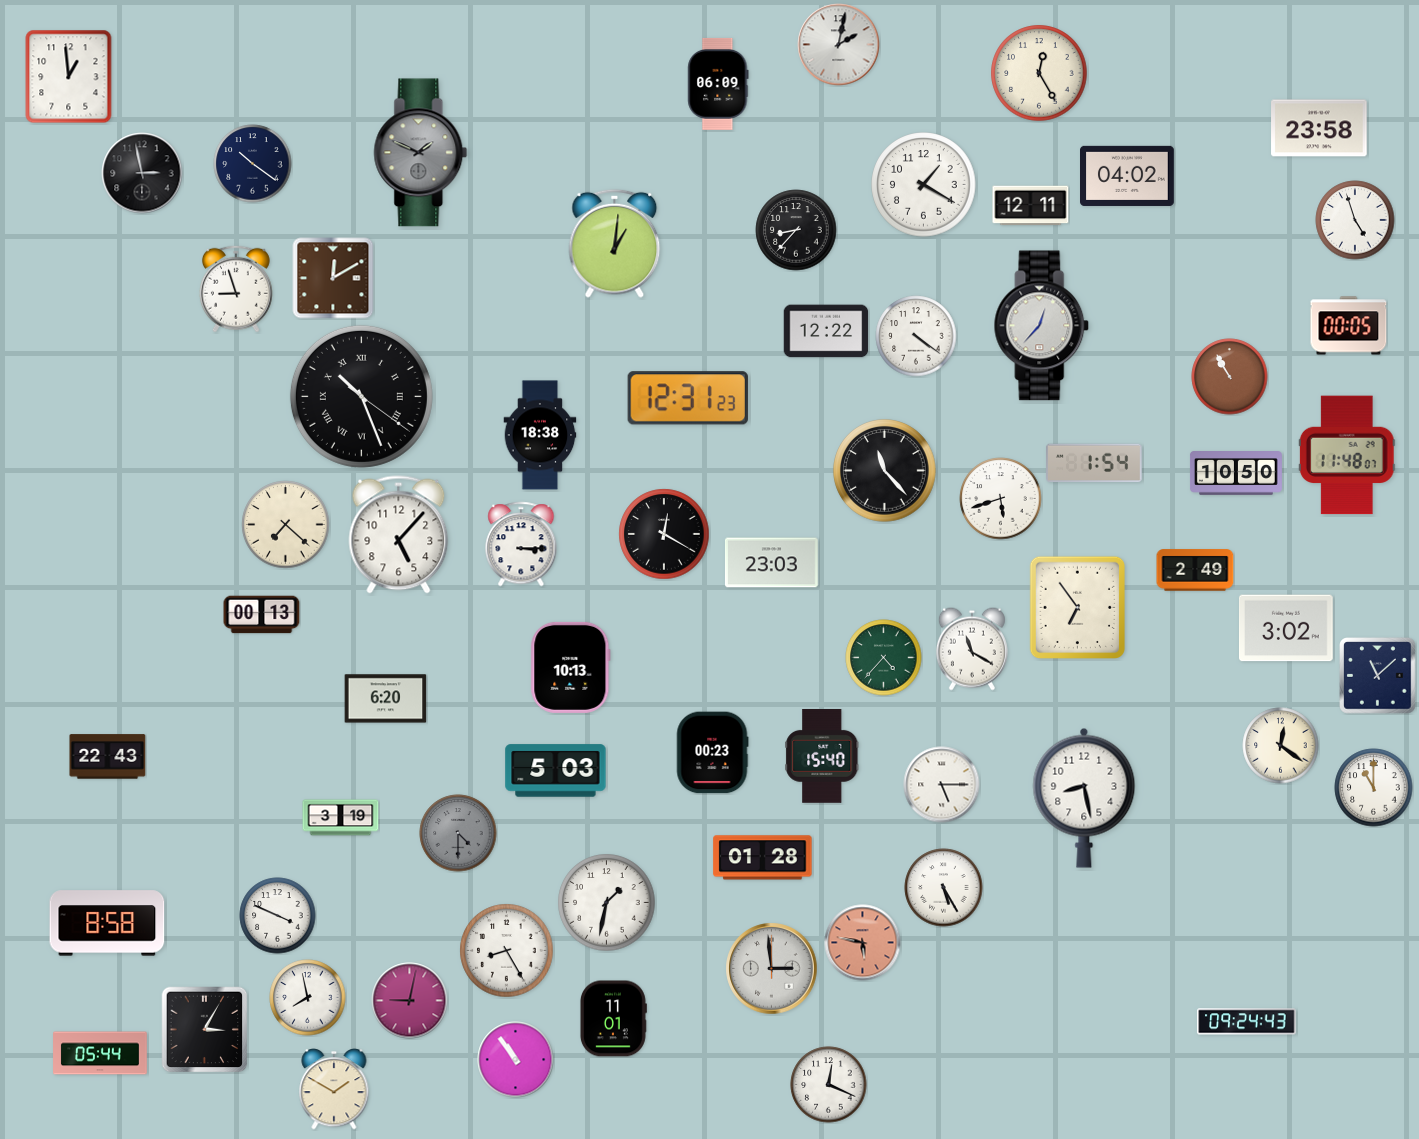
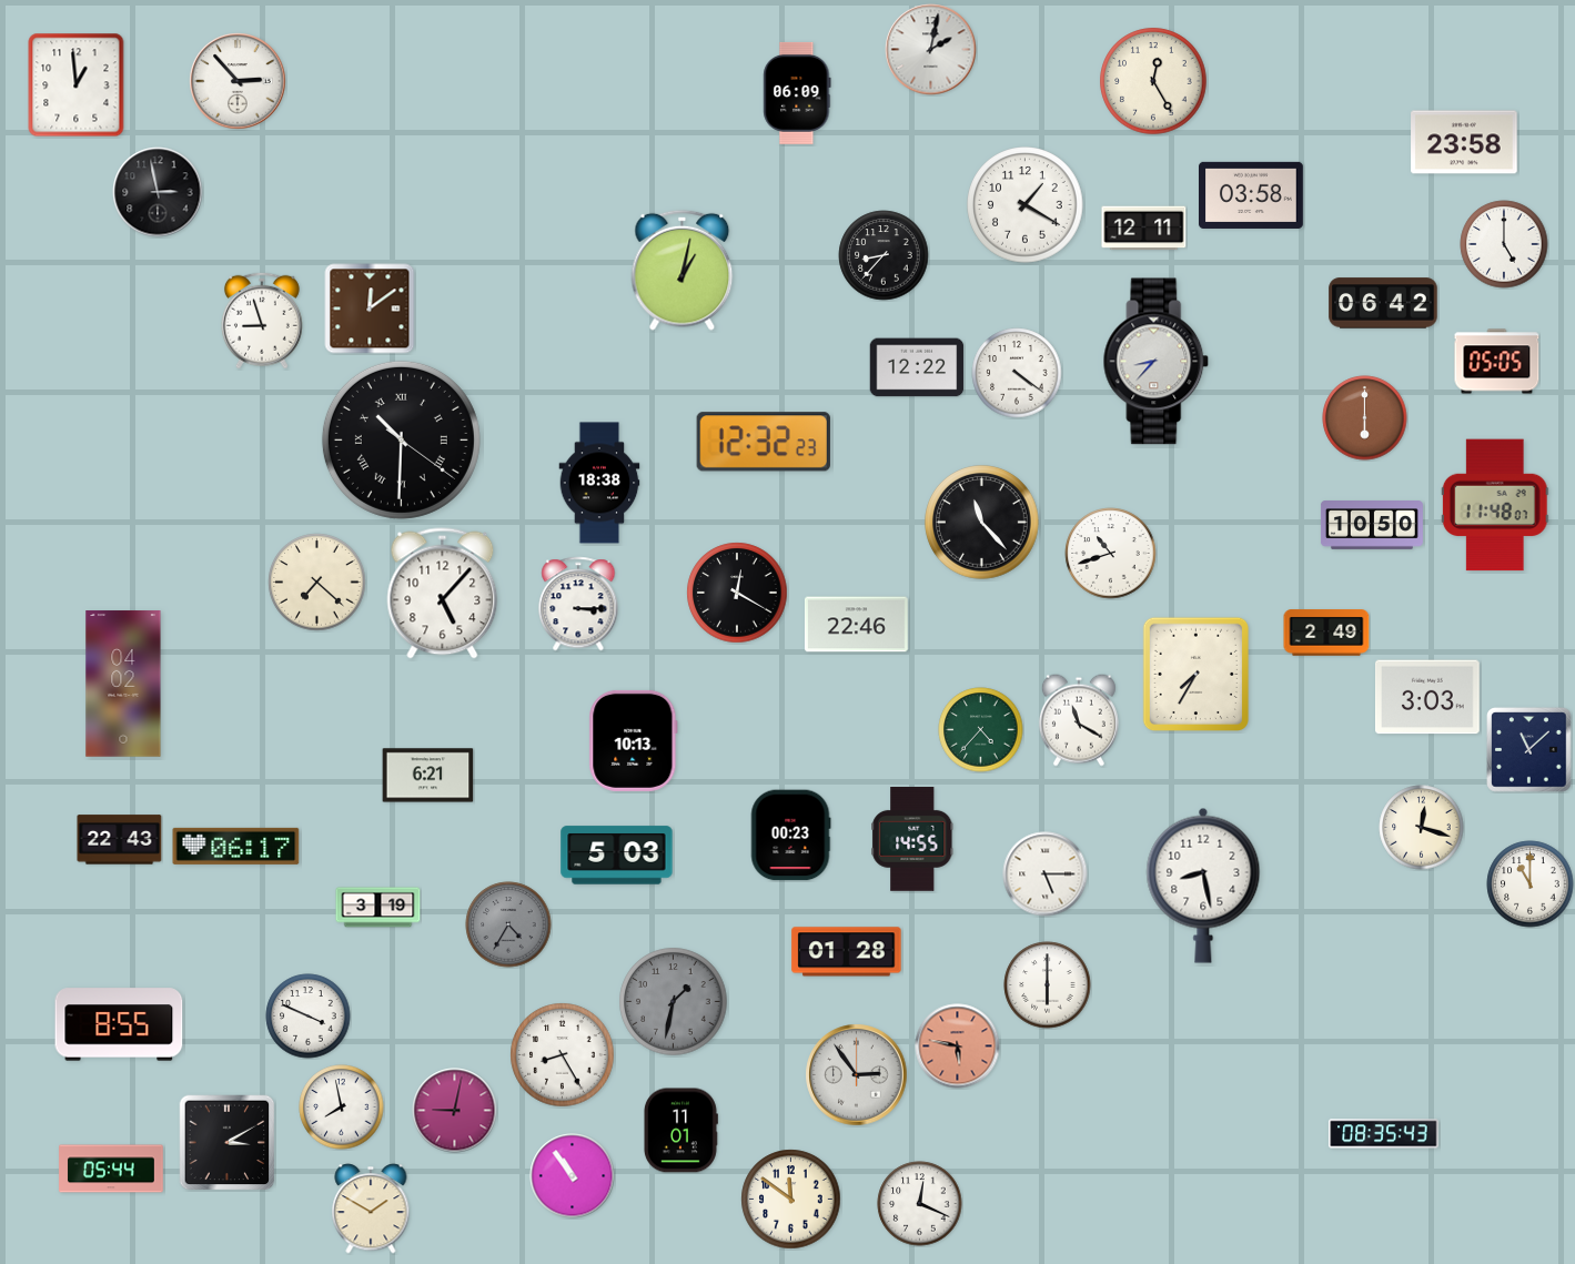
clock at (238, 81): none -> 2:53
clock at (421, 153): 1:49 -> none
clock at (253, 164): 10:21 -> none
clock at (1128, 176): 04:02 -> 03:58
clock at (1355, 220): 4:57 -> 5:00
clock at (615, 243): 1:01 -> 1:02
clock at (1383, 303): none -> 06:42
clock at (333, 278): 12:10 -> 12:09
clock at (1042, 326): 12:37 -> 8:37
clock at (1349, 326): 00:05 -> 05:05
clock at (1230, 377): 10:55 -> 6:00
clock at (361, 396): 10:26 -> 10:30
clock at (688, 398): 12:31 -> 12:32
clock at (1094, 463): 1:54 -> none
clock at (1001, 499): 5:42 -> 10:42
clock at (771, 563): 23:03 -> 22:46
clock at (1077, 608): 6:54 -> 7:35
clock at (262, 615): 00:13 -> none
clock at (123, 684): none -> 04:02
clock at (1287, 628): 3:02 -> 3:03
clock at (386, 699): 6:20 -> 6:21
clock at (1281, 746): 12:21 -> 12:18
clock at (822, 757): 15:40 -> 14:55
clock at (236, 846): none -> 06:17
clock at (942, 785) position: (942, 785) -> (1046, 874)
clock at (1374, 788) position: (1374, 788) -> (1531, 884)
clock at (458, 833): 4:30 -> 4:35
clock at (944, 888): 5:25 -> 6:00
clock at (607, 903) dial: white -> grey
clock at (107, 923): 8:58 -> 8:55
clock at (772, 969): 2:59 -> 2:54
clock at (1247, 1022): 09:24 -> 08:35
clock at (205, 1030): 3:05 -> 3:10
clock at (791, 1200): none -> 11:51
